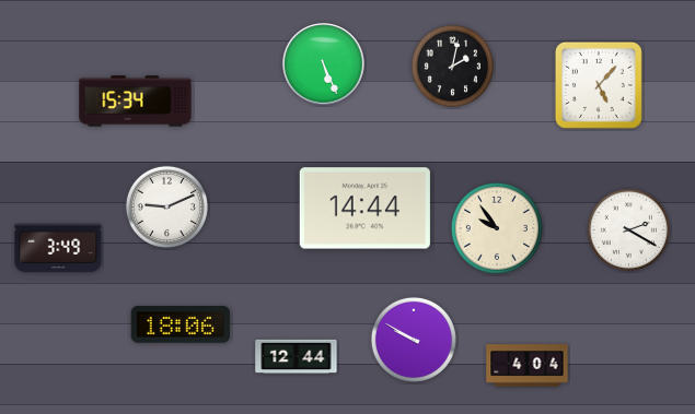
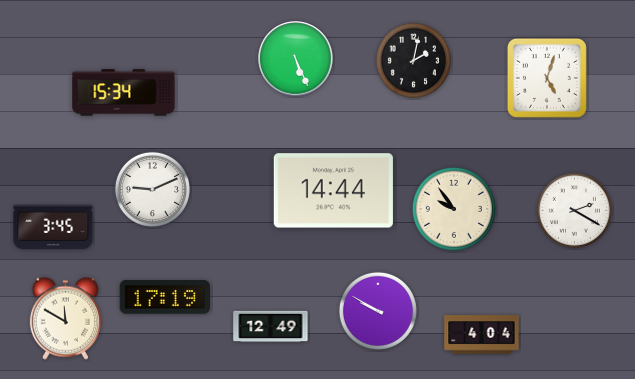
clock at (599, 85): 5:07 -> 5:03
clock at (58, 248): 3:49 -> 3:45
clock at (179, 324): 18:06 -> 17:19
clock at (65, 318): none -> 11:50
clock at (297, 357): 12:44 -> 12:49
